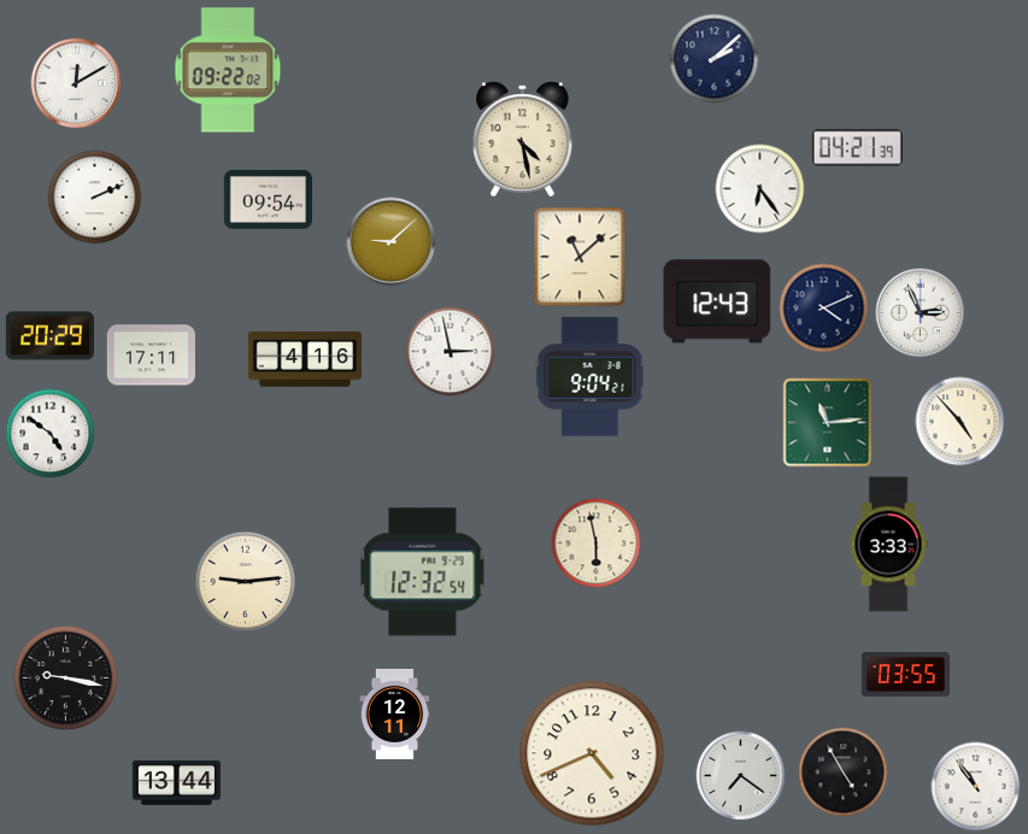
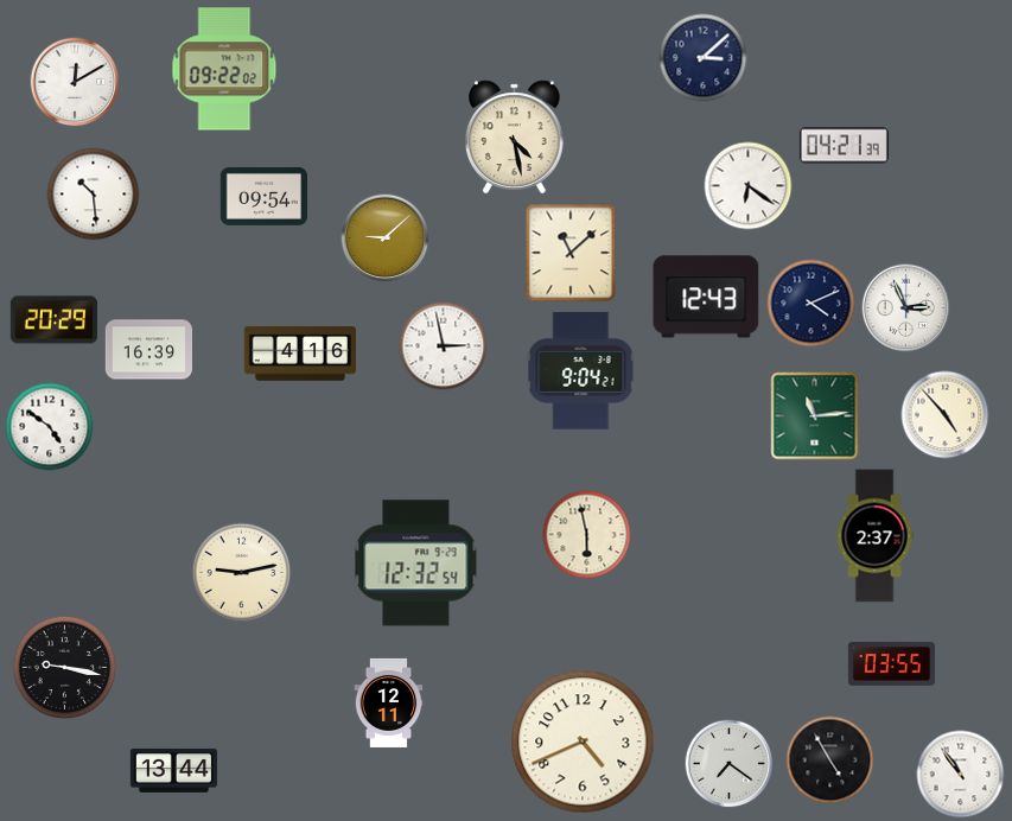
clock at (715, 59): 2:08 -> 3:08
clock at (760, 189): 6:24 -> 6:21
clock at (95, 198): 2:11 -> 10:29
clock at (49, 336) position: (49, 336) -> (53, 320)
clock at (151, 356): 17:11 -> 16:39
clock at (888, 545): 3:33 -> 2:37
clock at (246, 582): 9:14 -> 9:13
